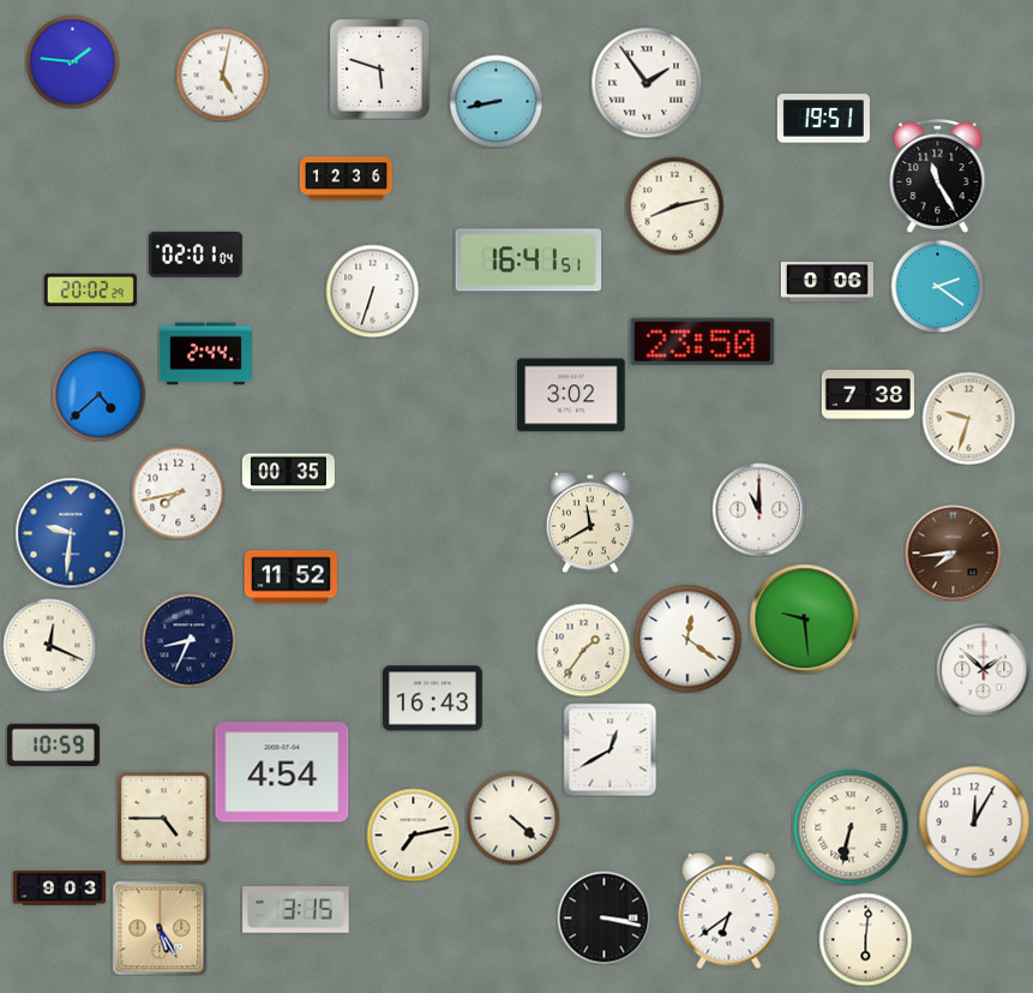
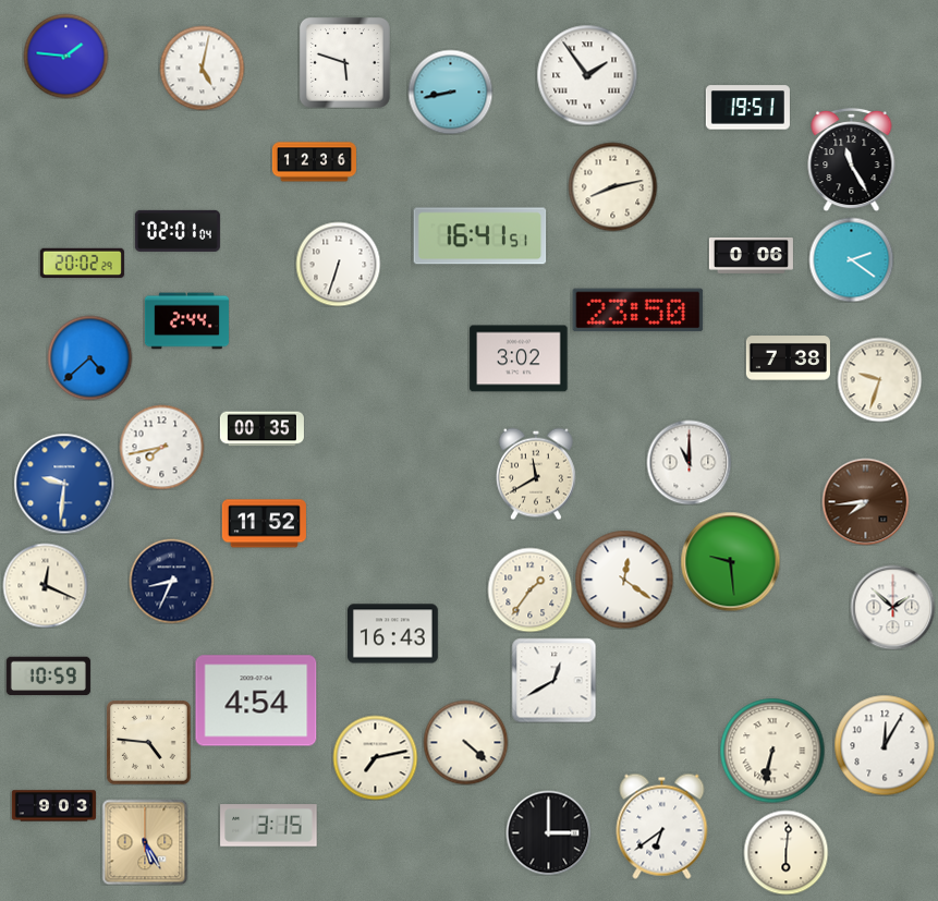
clock at (164, 819): 4:45 -> 4:46
clock at (603, 917): 3:17 -> 3:00
